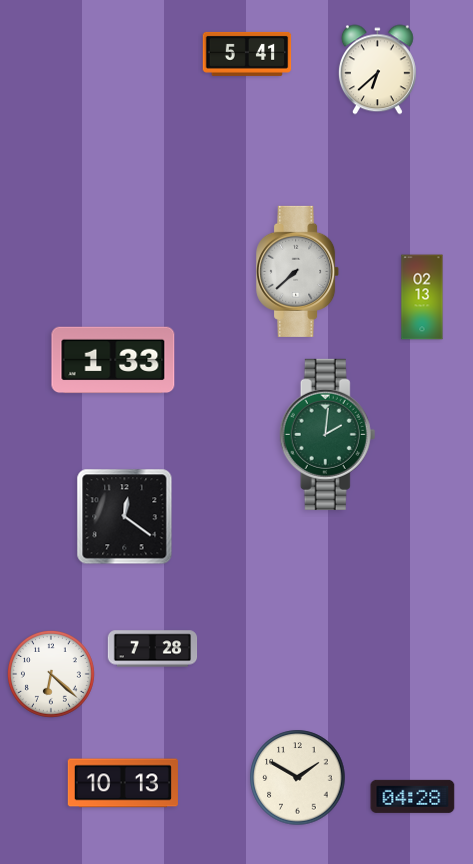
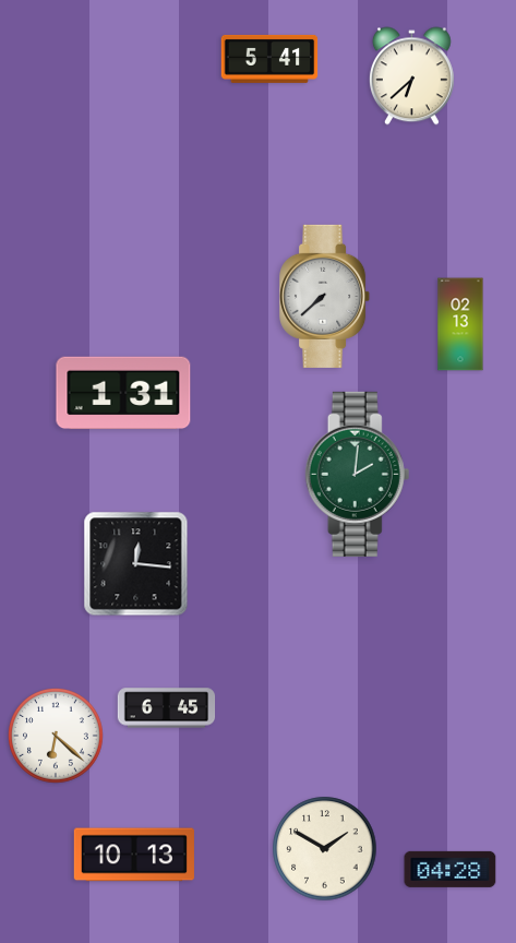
clock at (113, 360): 1:33 -> 1:31
clock at (125, 517): 12:21 -> 12:16
clock at (153, 649): 7:28 -> 6:45
